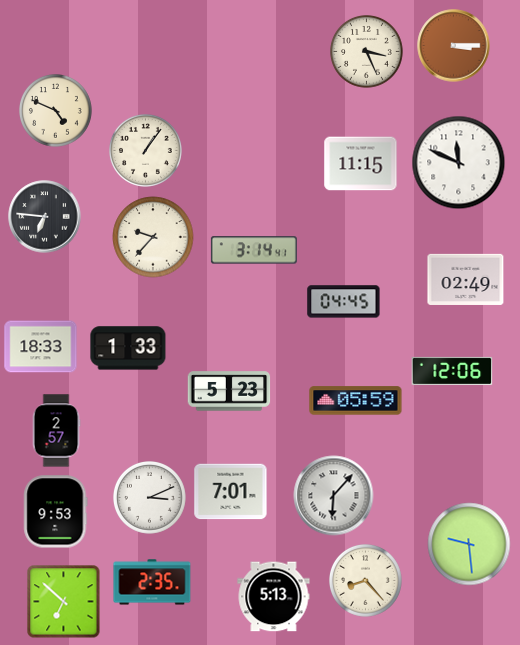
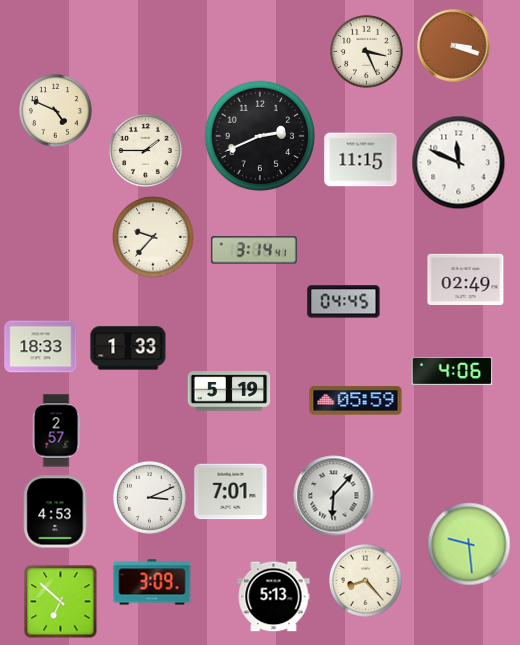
clock at (454, 46): 3:15 -> 3:18
clock at (260, 136): none -> 2:41
clock at (146, 151): 1:06 -> 1:45
clock at (361, 164) position: (361, 164) -> (361, 160)
clock at (45, 217): 6:46 -> none
clock at (452, 371): 12:06 -> 4:06
clock at (229, 391): 5:23 -> 5:19
clock at (56, 512): 9:53 -> 4:53
clock at (152, 582): 2:35 -> 3:09
clock at (64, 602) position: (64, 602) -> (61, 602)
